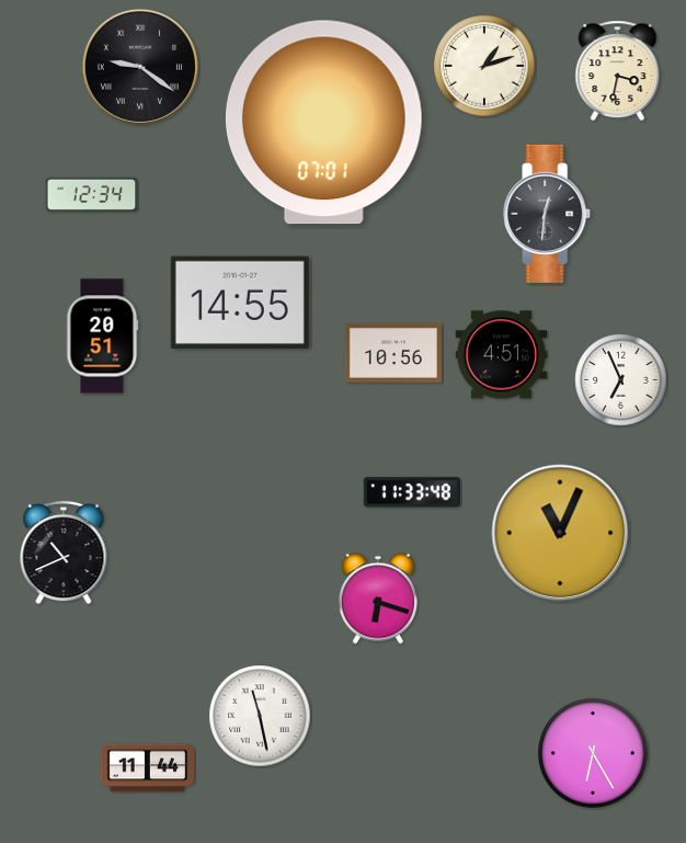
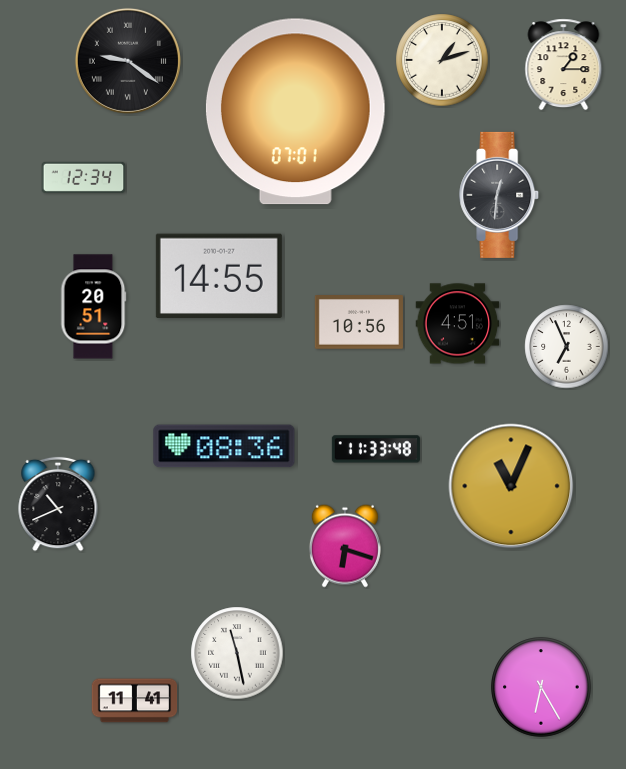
clock at (618, 71): 3:32 -> 1:15
clock at (224, 446): none -> 08:36
clock at (148, 768): 11:44 -> 11:41
